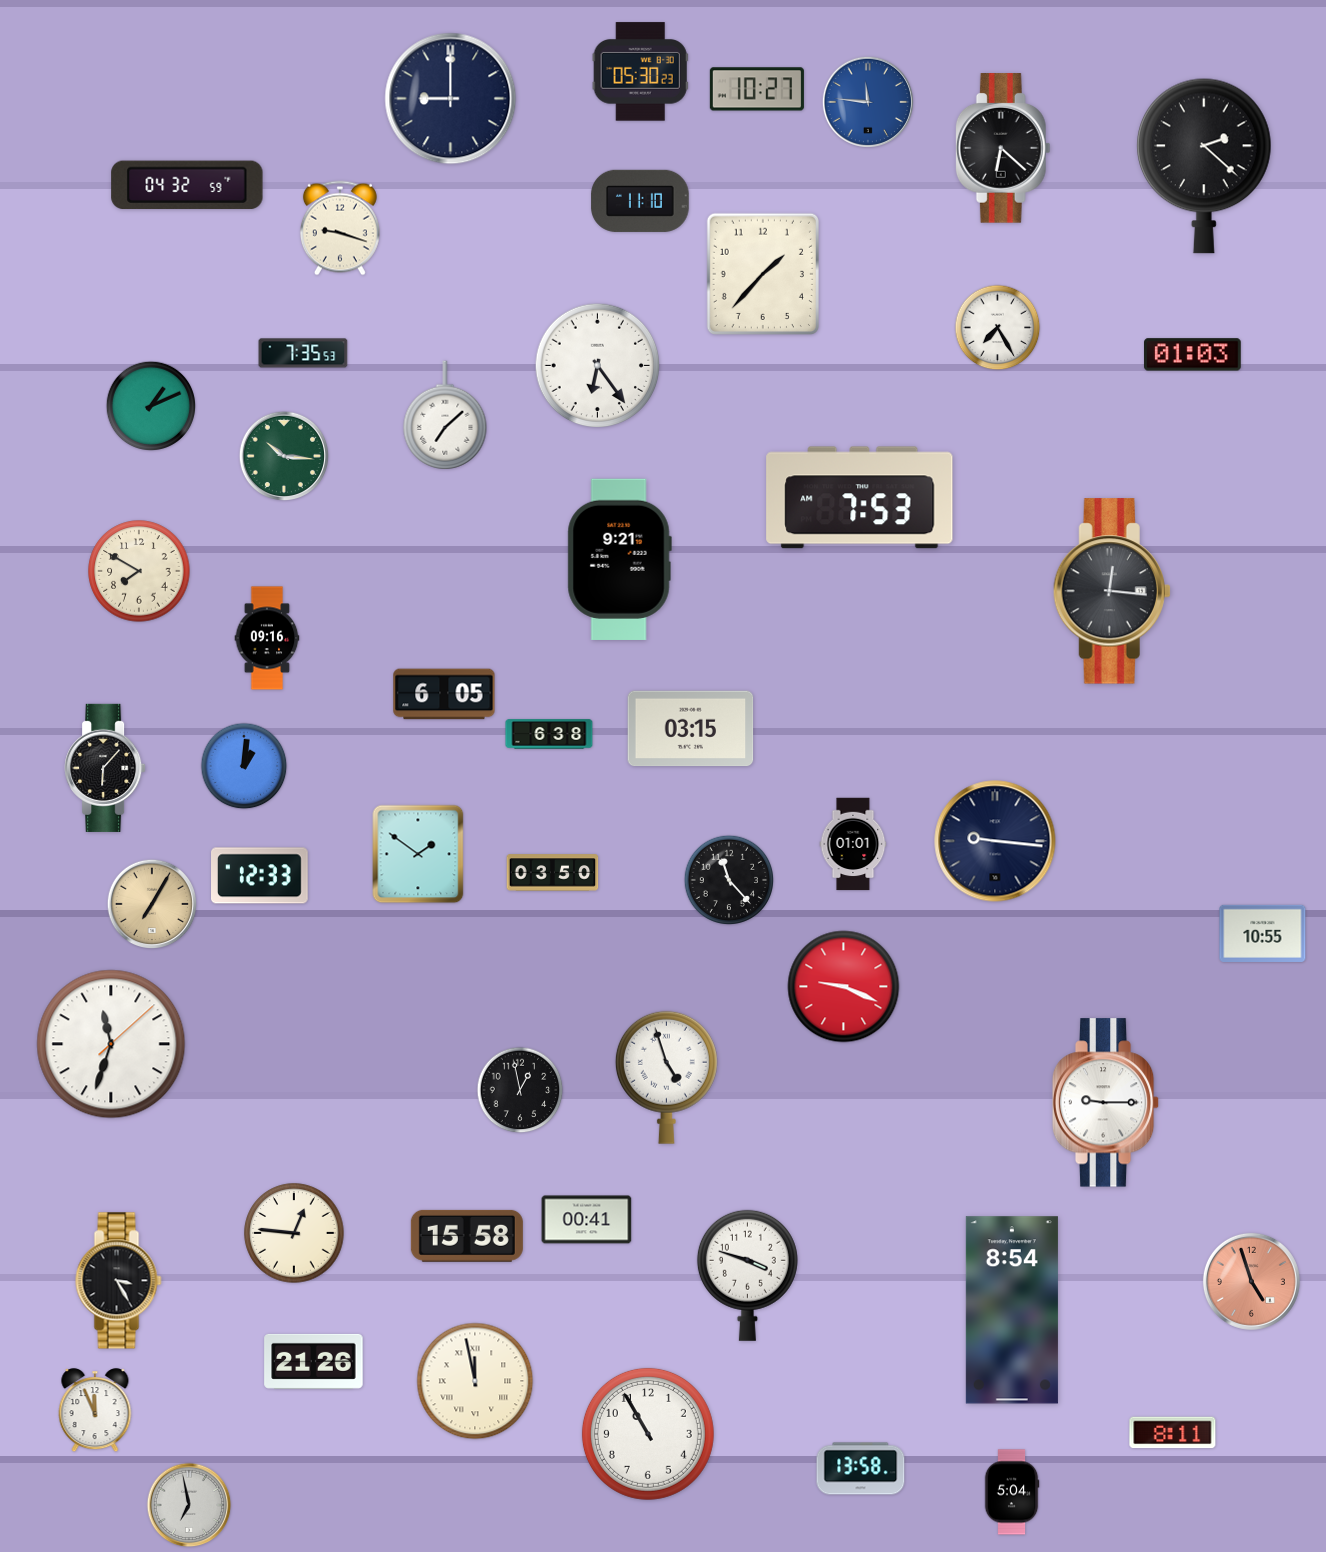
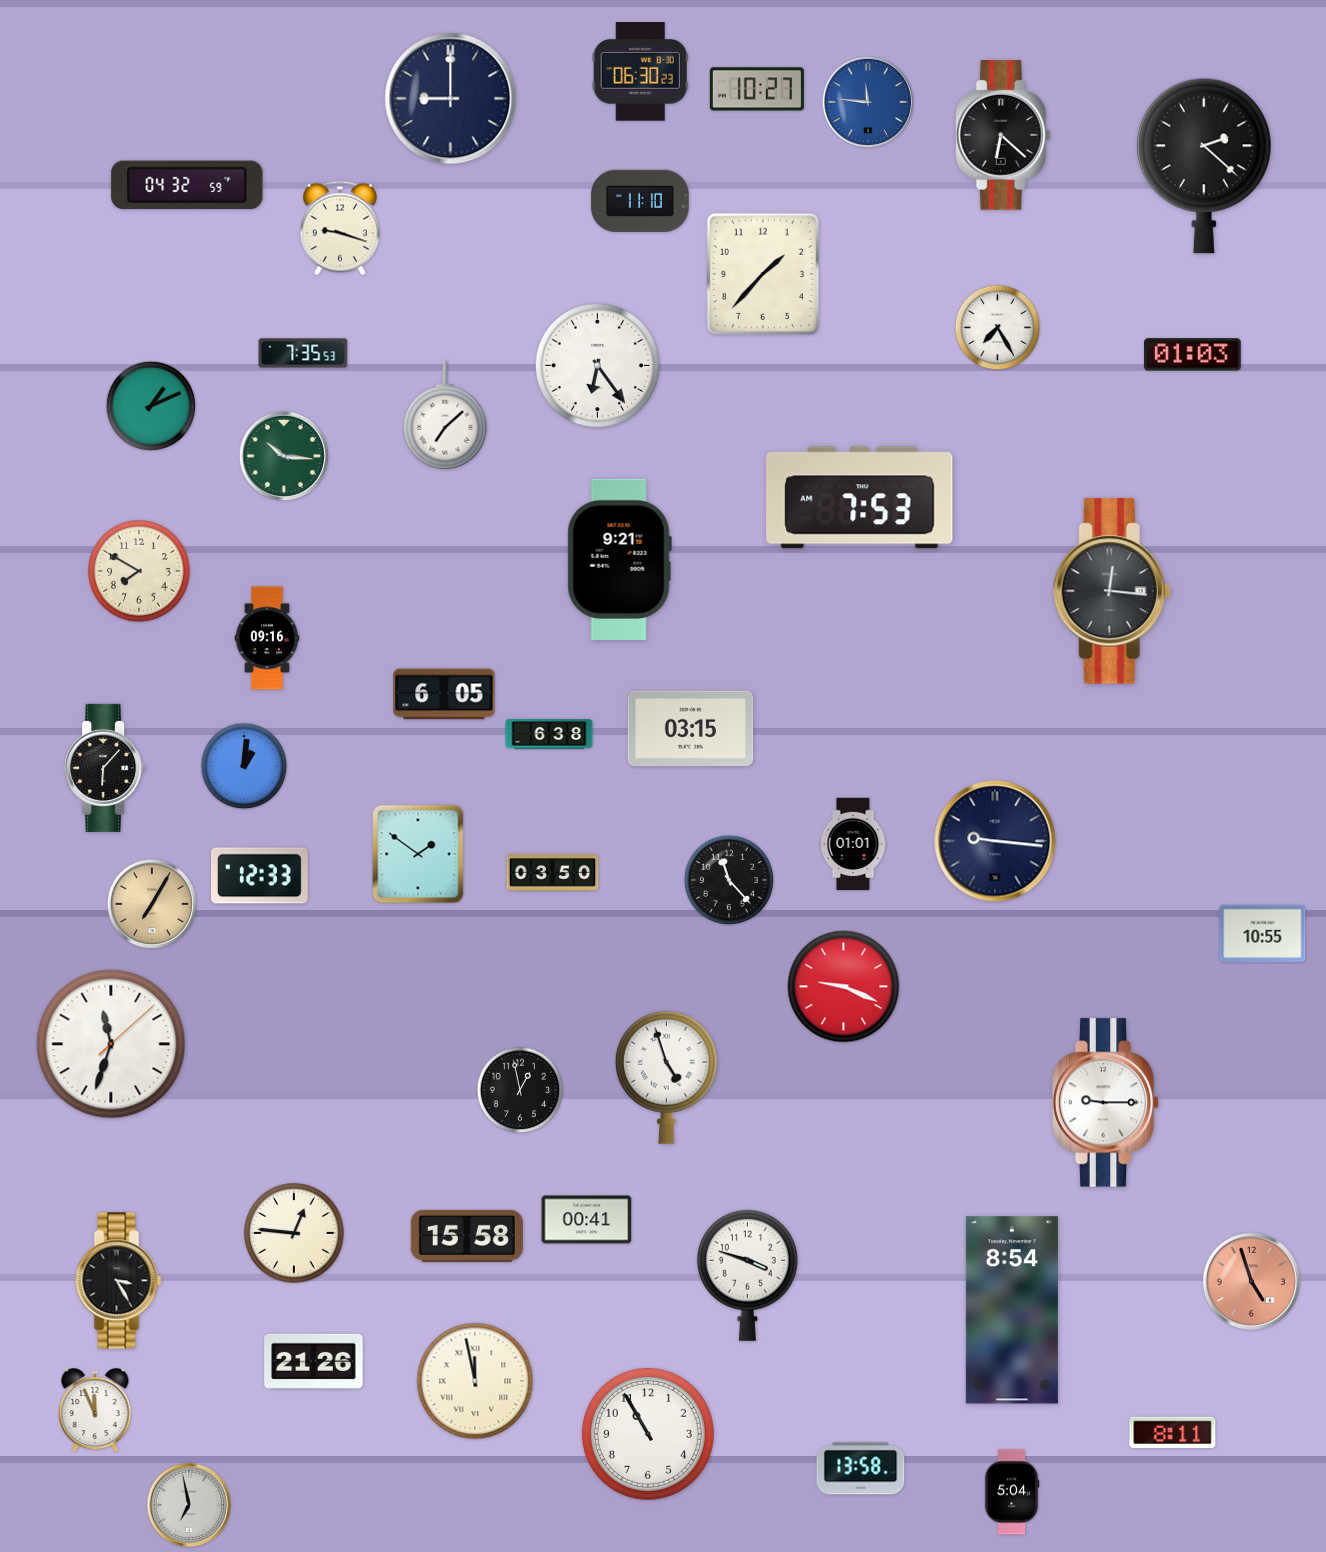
clock at (640, 72): 05:30 -> 06:30
clock at (1003, 148) position: (1003, 148) -> (1003, 135)
